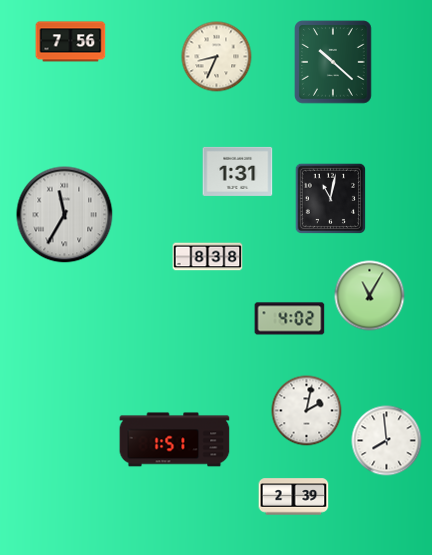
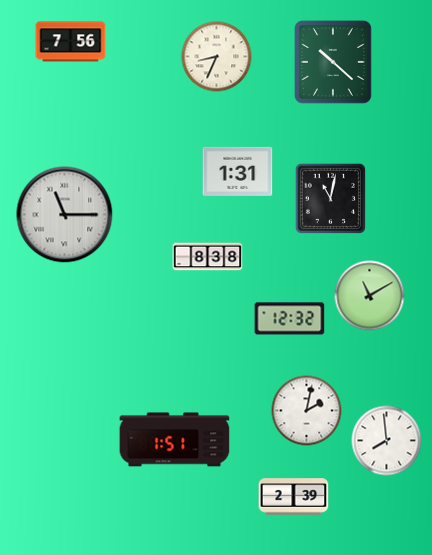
clock at (65, 215): 11:35 -> 11:15
clock at (370, 296): 11:05 -> 11:10
clock at (290, 319): 4:02 -> 12:32
